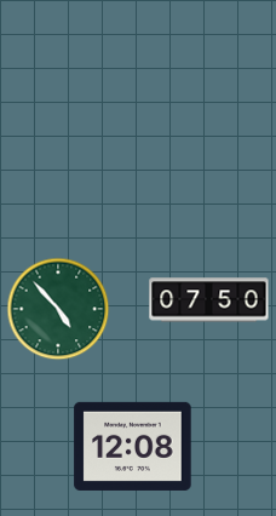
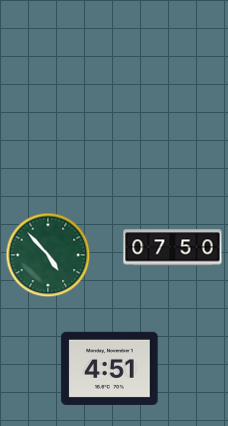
clock at (133, 446): 12:08 -> 4:51
